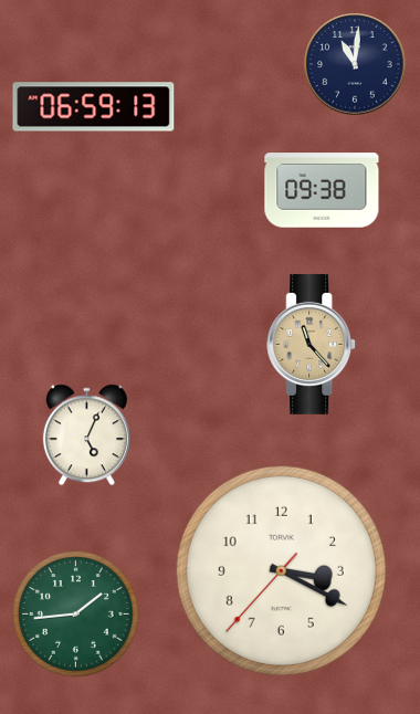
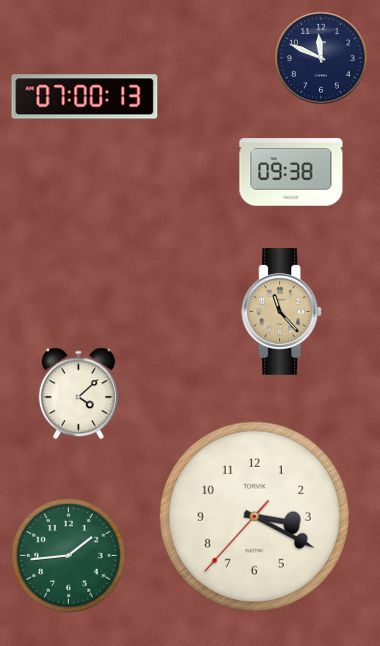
clock at (355, 64): 11:01 -> 11:49
clock at (94, 107): 06:59 -> 07:00
clock at (86, 435): 5:04 -> 4:08
